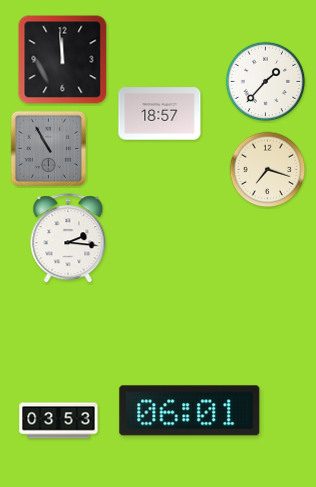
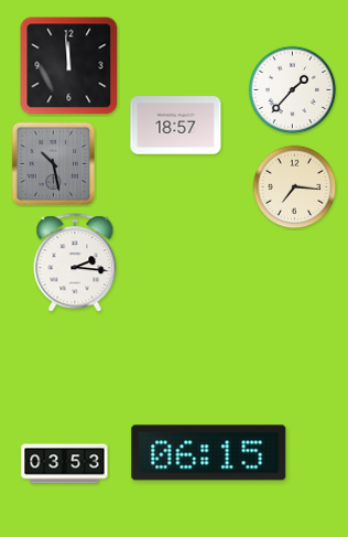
clock at (48, 148): 10:55 -> 10:28
clock at (268, 170): 7:18 -> 7:16
clock at (190, 411): 06:01 -> 06:15
